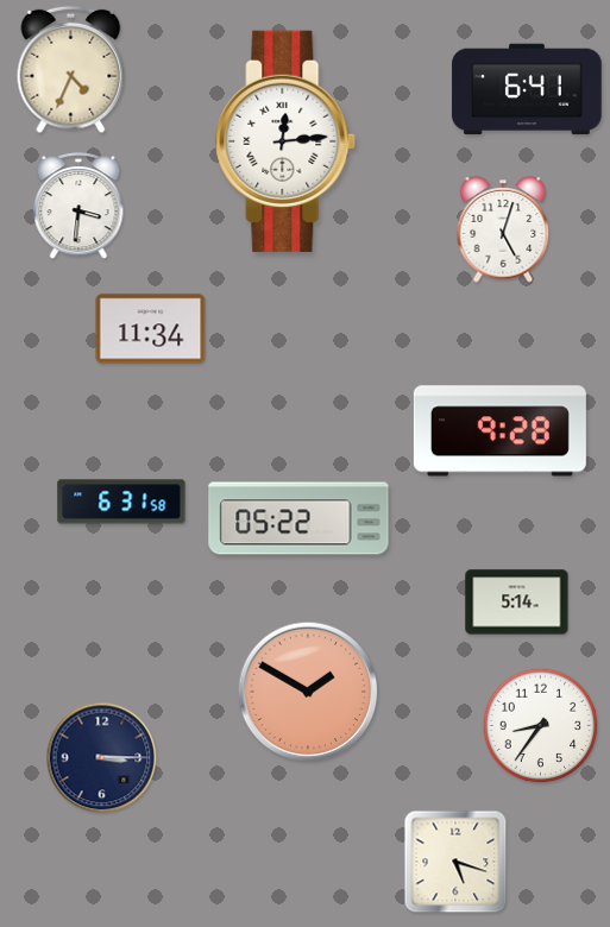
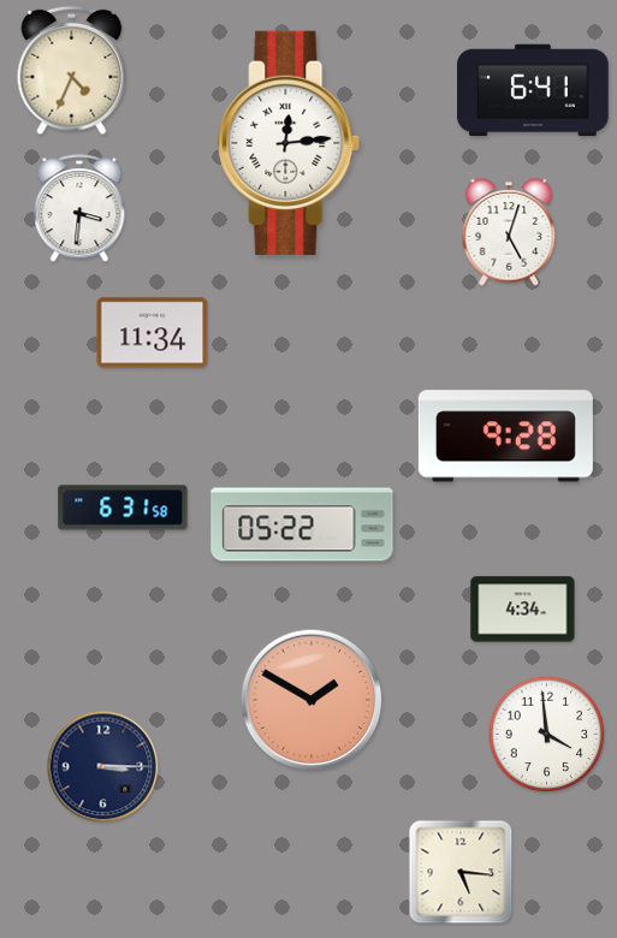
clock at (517, 603): 5:14 -> 4:34
clock at (541, 726): 8:36 -> 3:59
clock at (455, 862): 5:18 -> 5:16
